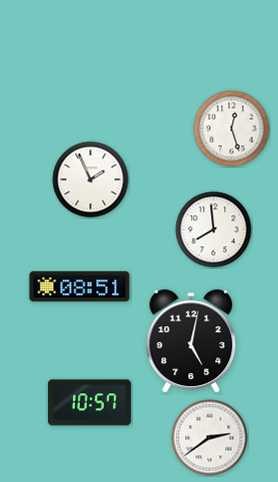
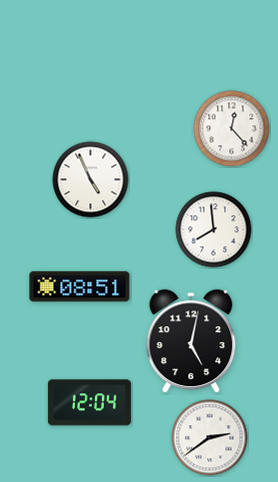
clock at (232, 129): 12:27 -> 12:23
clock at (91, 180): 1:56 -> 4:56
clock at (89, 403): 10:57 -> 12:04
